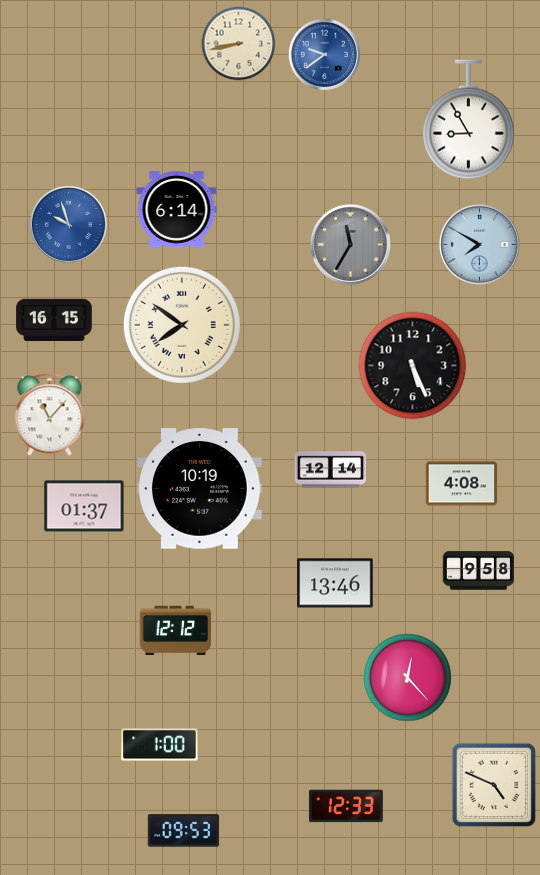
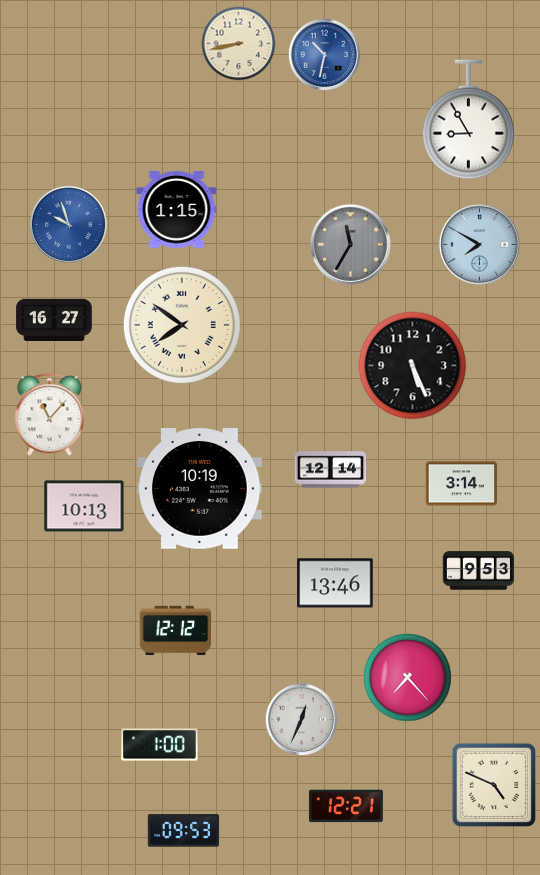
clock at (325, 55): 9:39 -> 10:32
clock at (177, 210): 6:14 -> 1:15
clock at (54, 319): 16:15 -> 16:27
clock at (462, 484): 4:08 -> 3:14
clock at (84, 506): 01:37 -> 10:13
clock at (479, 571): 9:58 -> 9:53
clock at (408, 678): 12:23 -> 7:23
clock at (302, 720): none -> 12:34
clock at (346, 806): 12:33 -> 12:21
